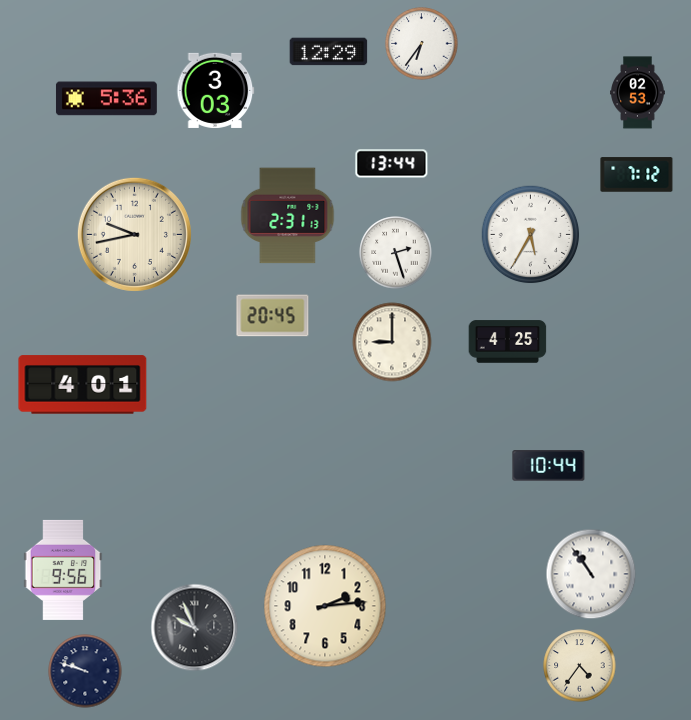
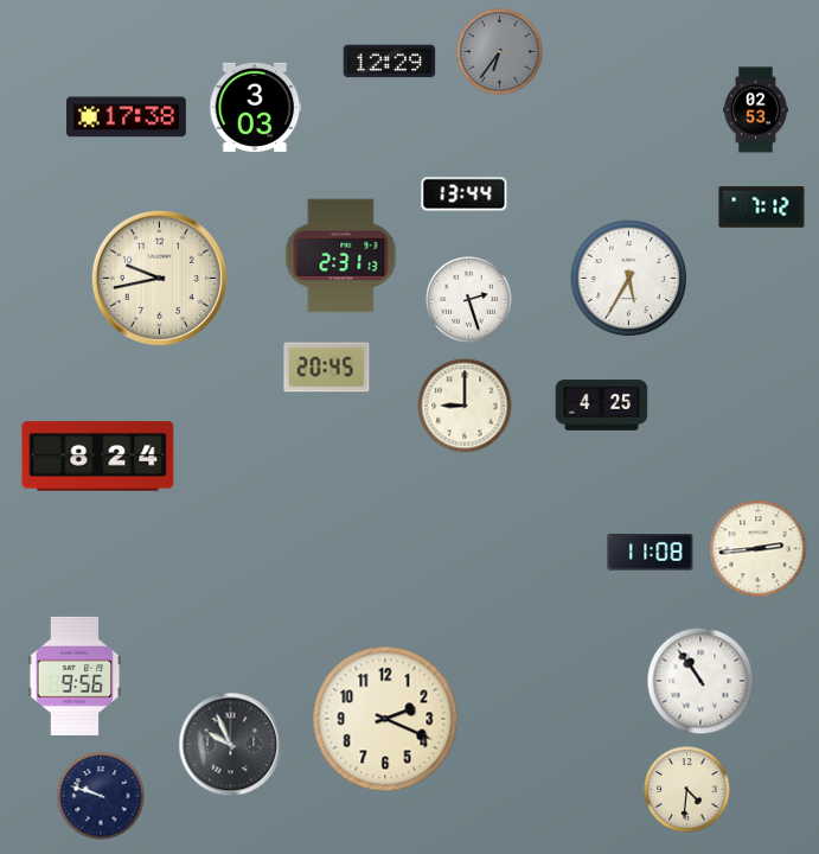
clock at (422, 44) dial: white -> grey
clock at (106, 99): 5:36 -> 17:38
clock at (637, 175) position: (637, 175) -> (762, 208)
clock at (273, 316) position: (273, 316) -> (327, 368)
clock at (83, 385): 4:01 -> 8:24
clock at (759, 549): none -> 2:44
clock at (549, 466): 10:44 -> 11:08
clock at (325, 606): 2:14 -> 2:19
clock at (580, 666): 4:36 -> 4:31
